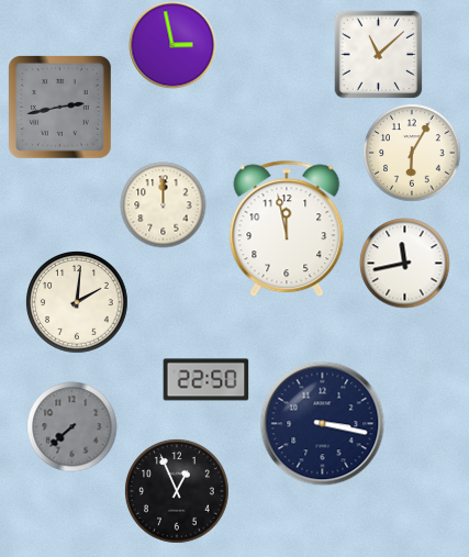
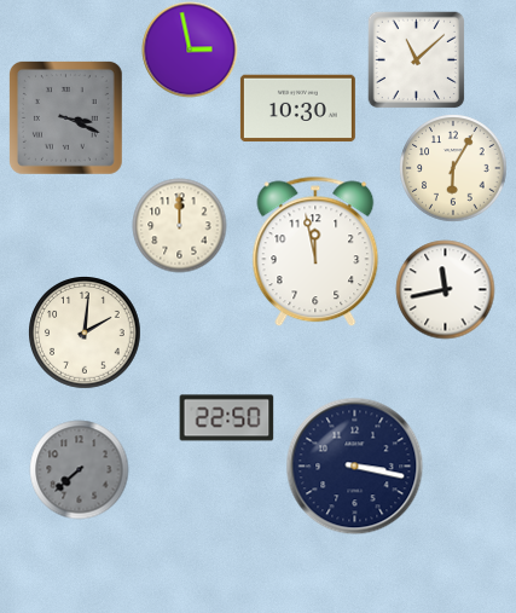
clock at (297, 109): none -> 10:30
clock at (59, 107): 2:43 -> 3:19
clock at (177, 491): 12:56 -> none
